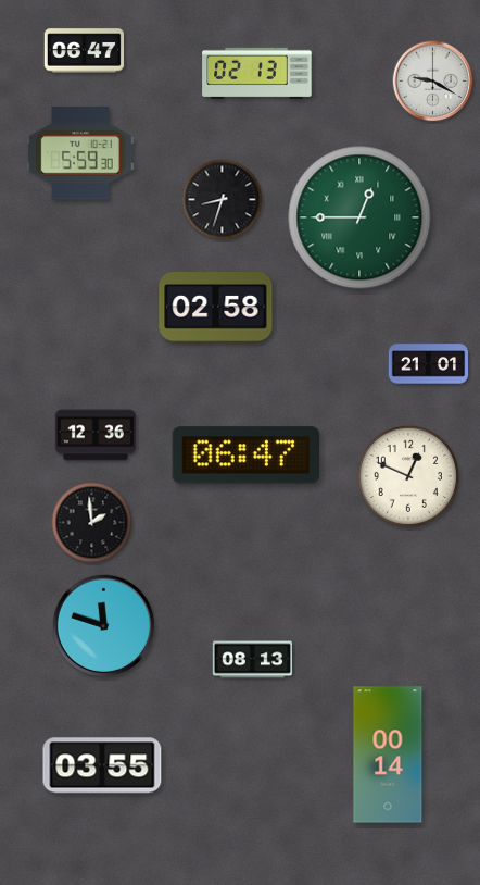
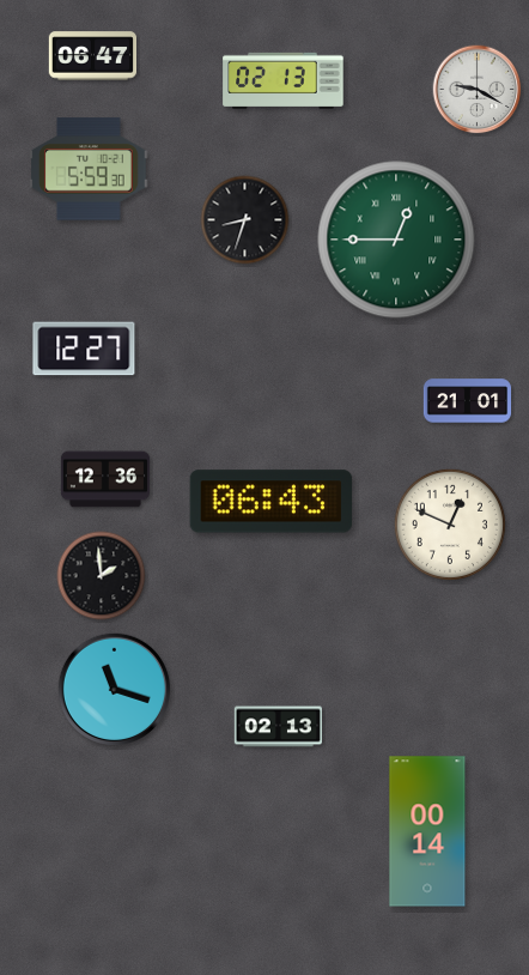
clock at (216, 308): 02:58 -> none
clock at (84, 349): none -> 12:27
clock at (429, 364) position: (429, 364) -> (468, 401)
clock at (247, 456): 06:47 -> 06:43
clock at (103, 625): 11:48 -> 11:18
clock at (252, 660): 08:13 -> 02:13
clock at (102, 765): 03:55 -> none
